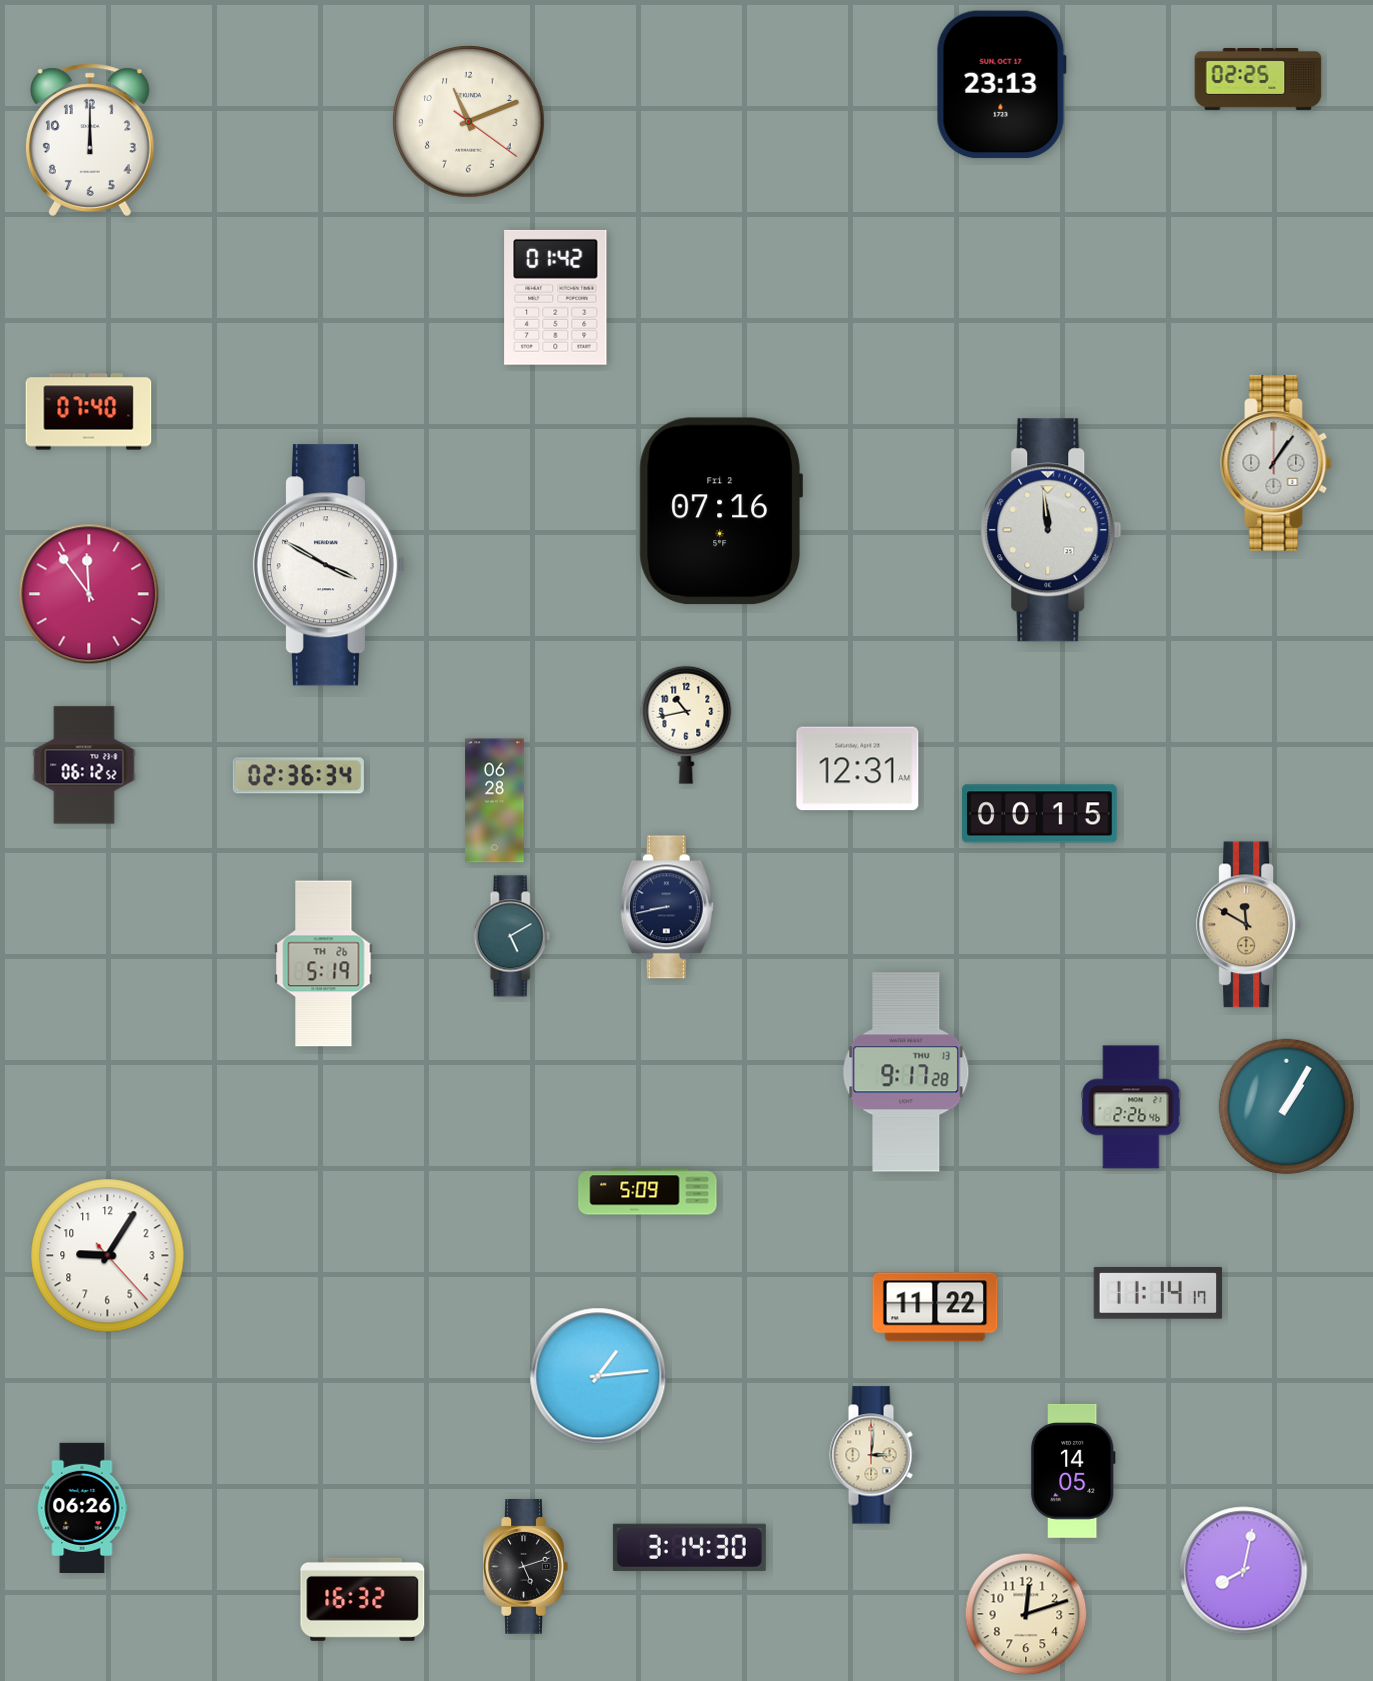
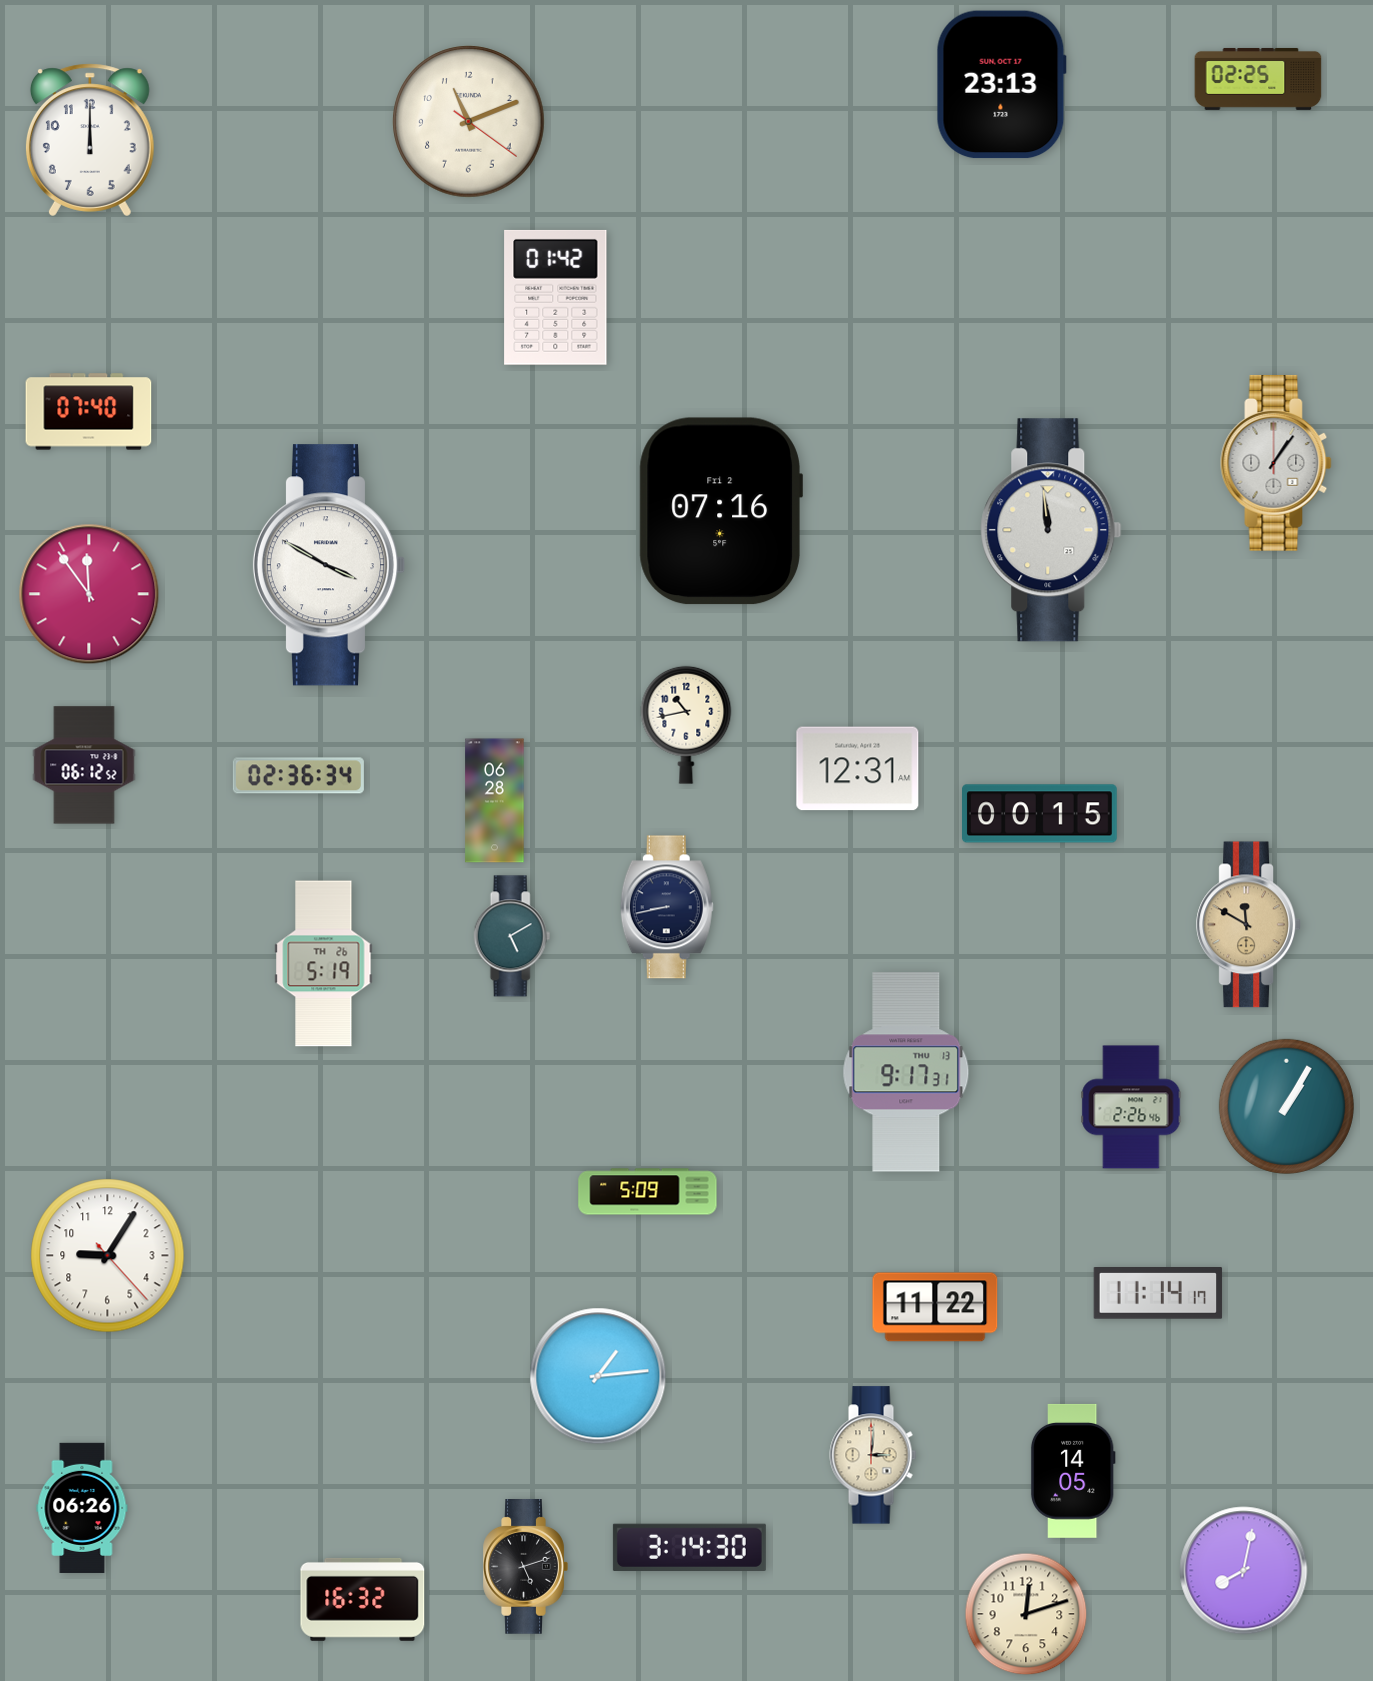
clock at (906, 1072): 9:17:28 -> 9:17:31
